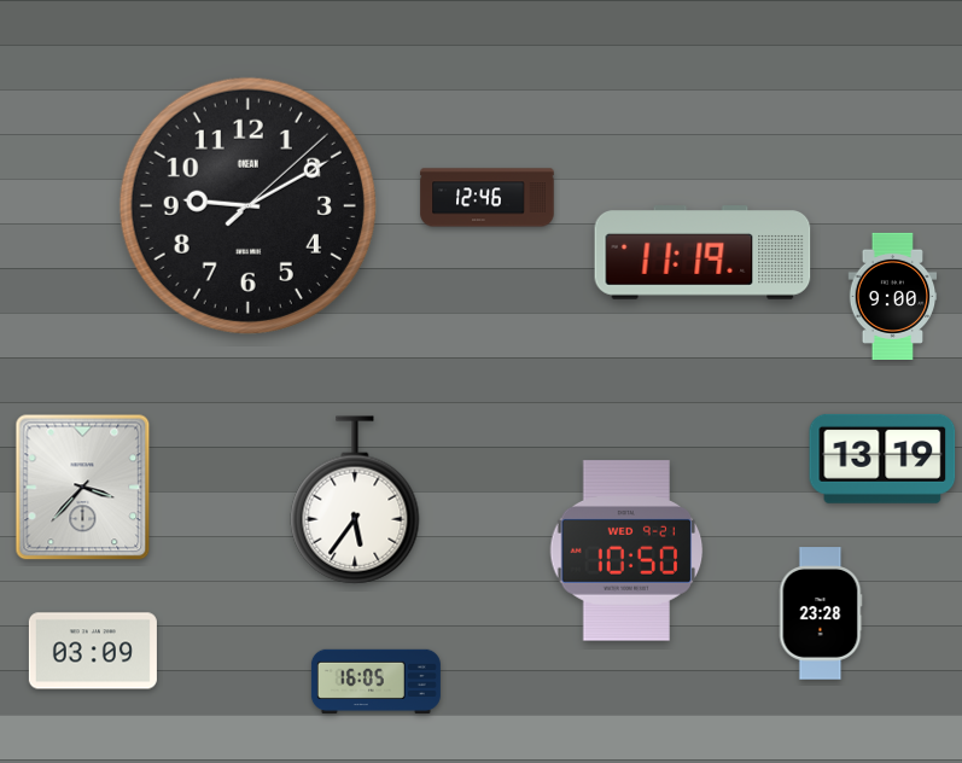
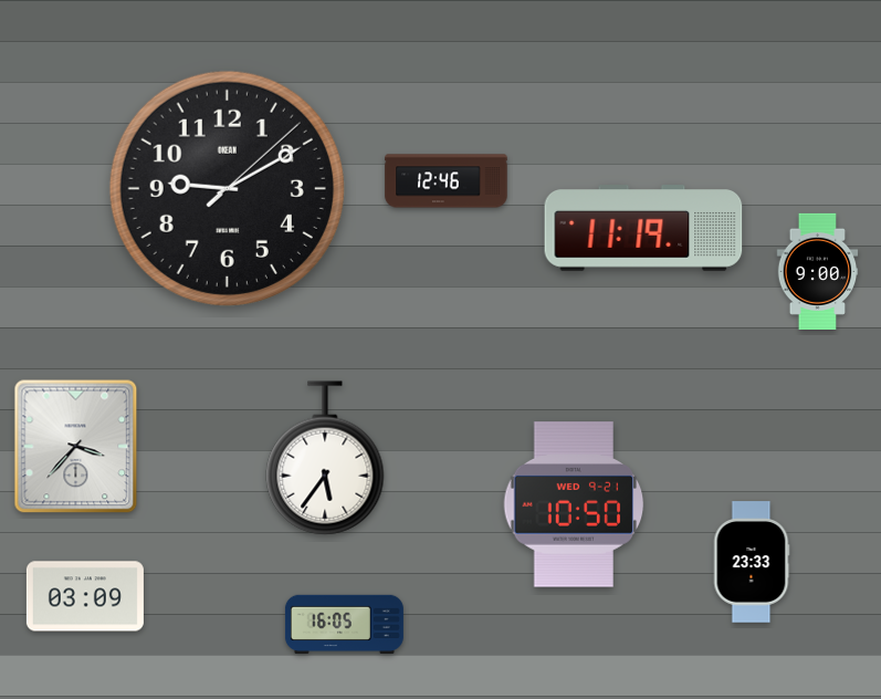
clock at (702, 252) position: (702, 252) -> (643, 228)
clock at (882, 459): 13:19 -> none
clock at (821, 613): 23:28 -> 23:33
